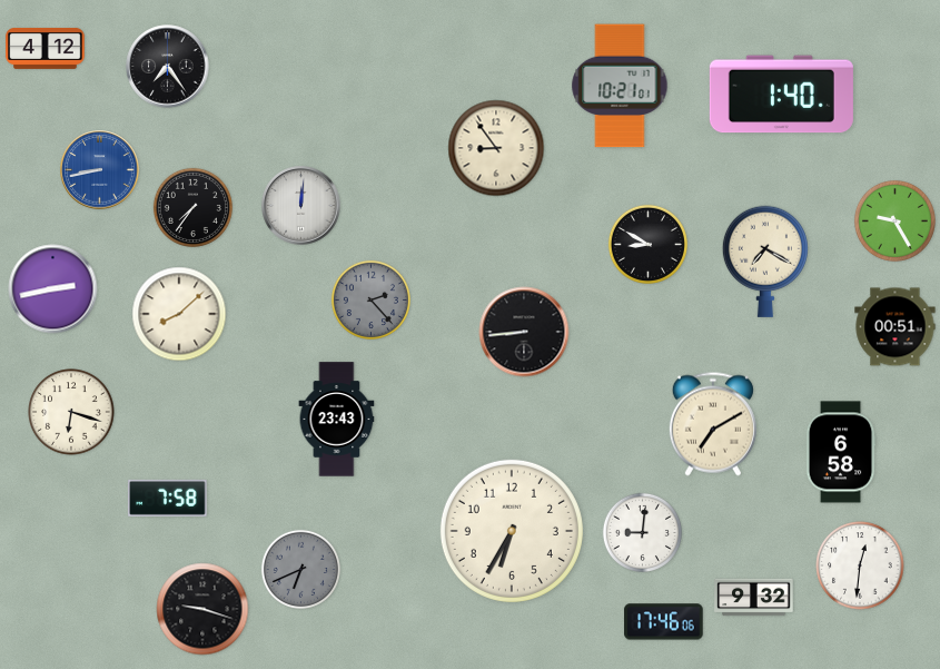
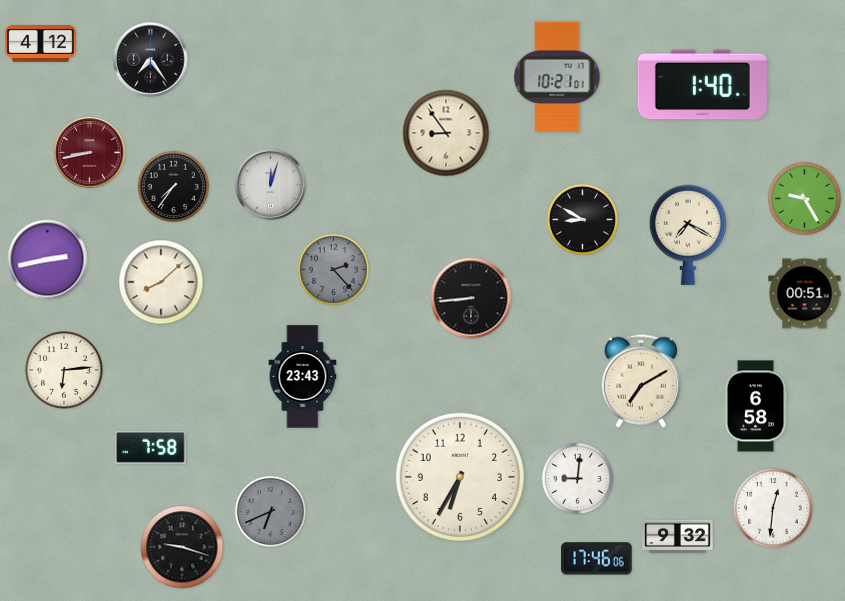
clock at (100, 170) dial: blue -> burgundy
clock at (301, 206): 12:01 -> 12:03
clock at (71, 412): 6:18 -> 6:14
